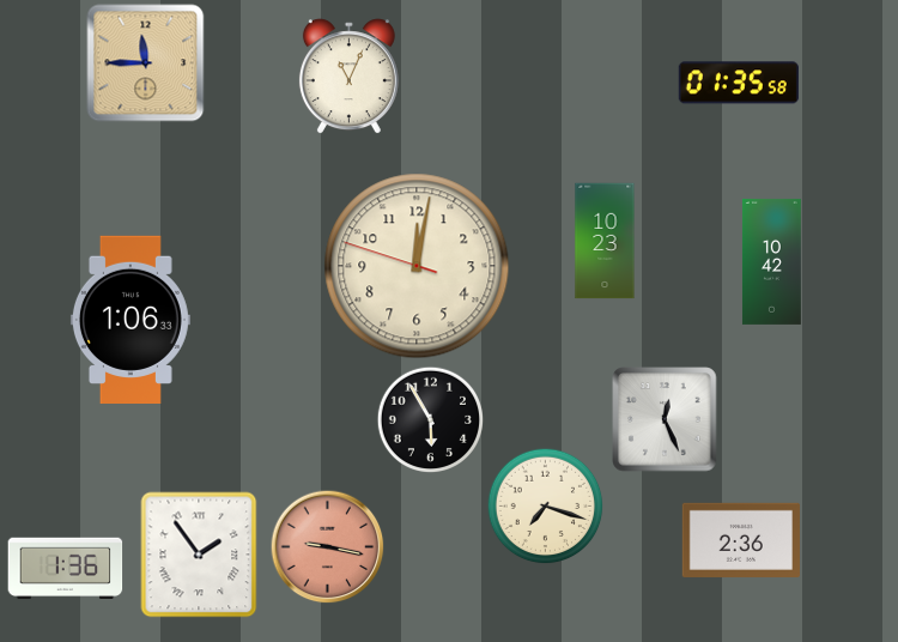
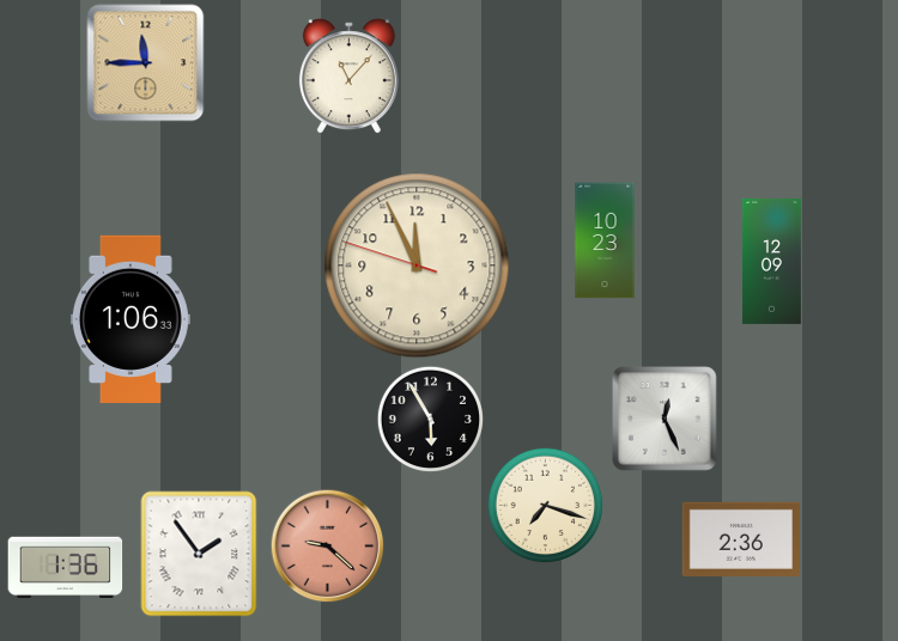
clock at (348, 77): 11:04 -> 11:07
clock at (739, 83): 01:35 -> none
clock at (772, 261): 10:42 -> 12:09
clock at (417, 266): 12:01 -> 11:55
clock at (327, 546): 9:17 -> 9:22
